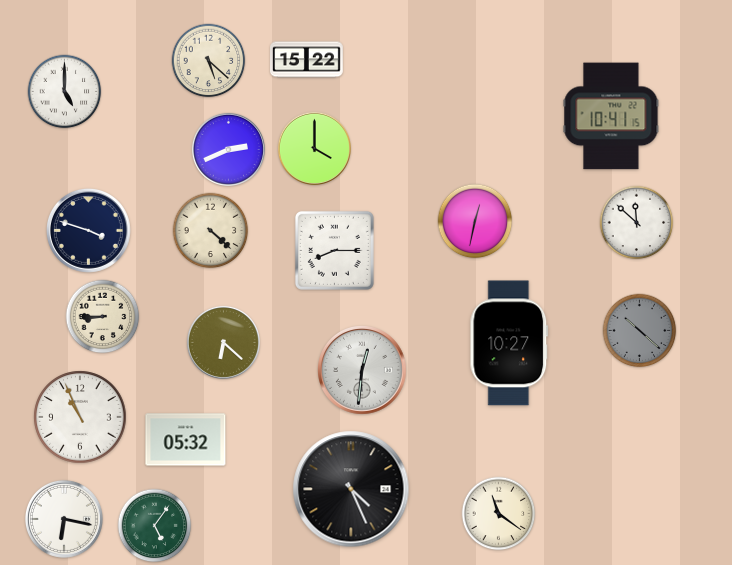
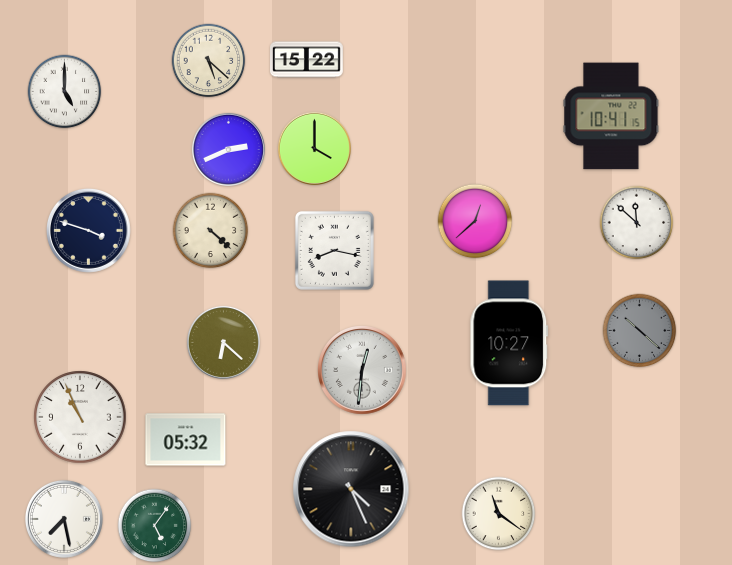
clock at (475, 221): 12:32 -> 12:38
clock at (334, 250): 8:15 -> 8:17
clock at (103, 317): 8:45 -> none
clock at (64, 519): 6:17 -> 7:28
